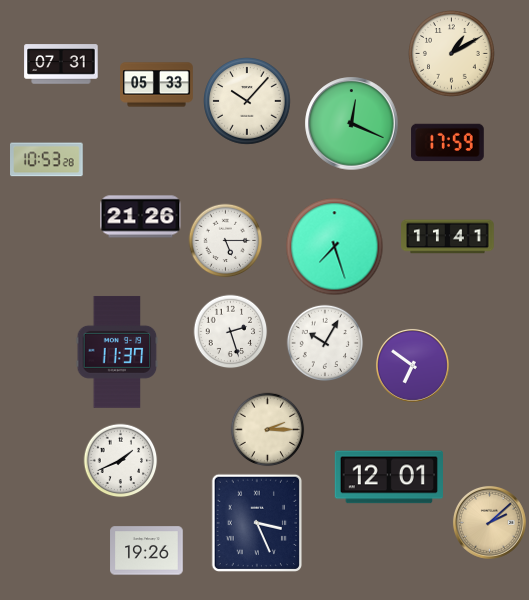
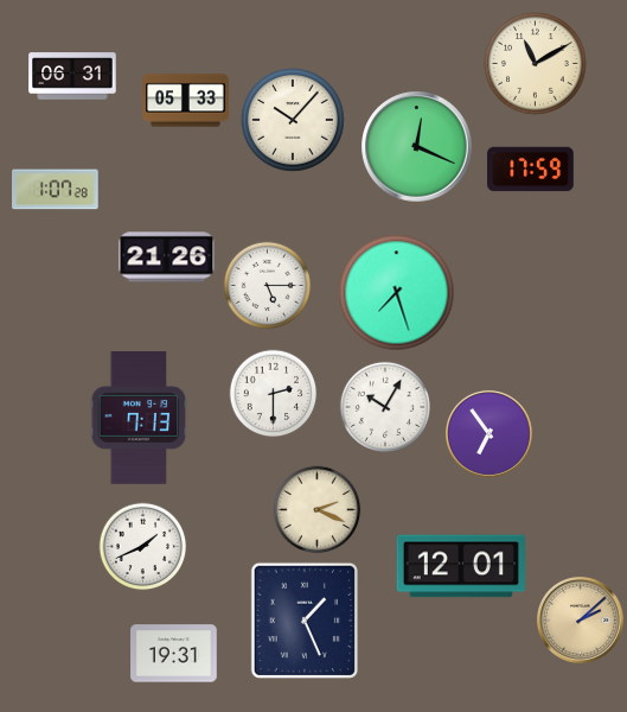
clock at (452, 54): 1:10 -> 11:10
clock at (61, 64): 07:31 -> 06:31
clock at (47, 160): 10:53 -> 1:07
clock at (448, 237): 11:41 -> none
clock at (231, 332): 2:27 -> 2:30
clock at (117, 352): 11:37 -> 7:13
clock at (412, 365): 6:51 -> 6:54
clock at (268, 430): 2:15 -> 2:19
clock at (256, 523): 3:26 -> 1:26
clock at (147, 551): 19:26 -> 19:31
